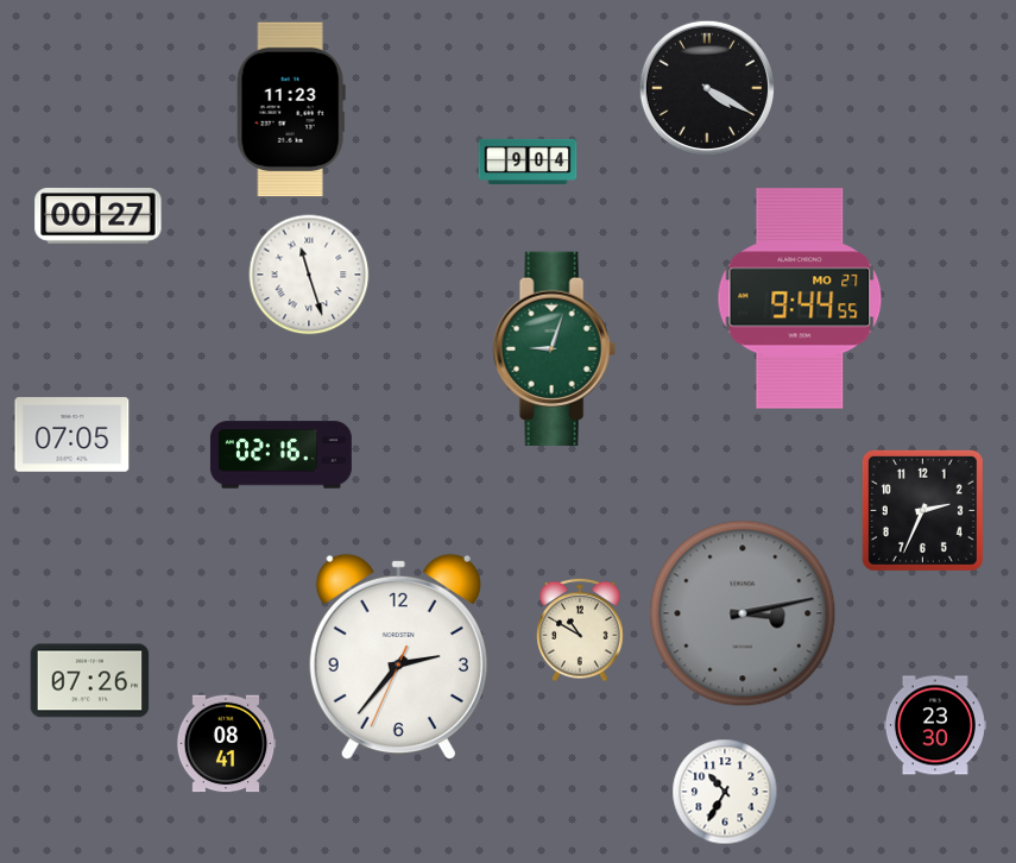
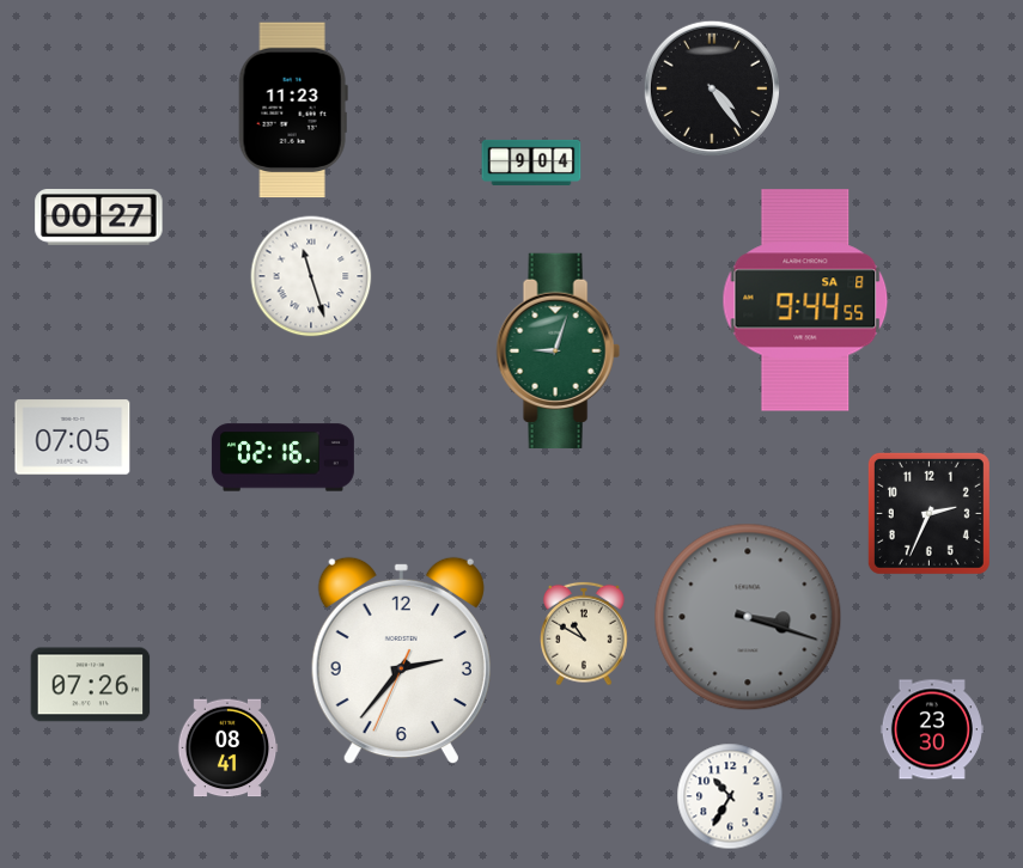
clock at (706, 87): 4:20 -> 4:24
clock at (800, 298) date: MO 27 -> SA 8
clock at (743, 613): 3:13 -> 3:18
clock at (935, 725) position: (935, 725) -> (932, 729)
